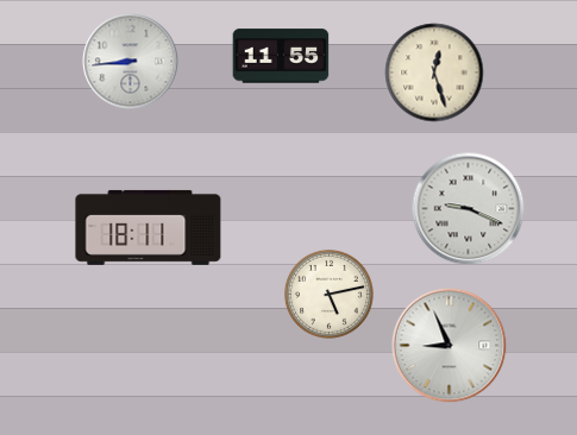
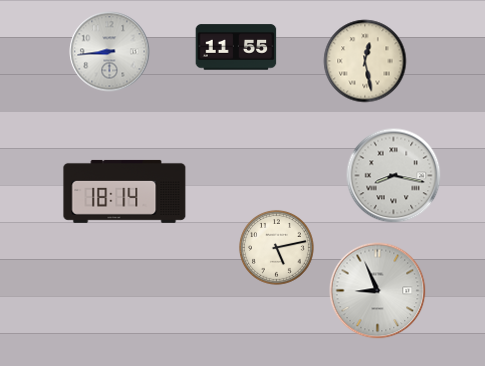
clock at (434, 72): 12:27 -> 12:28
clock at (469, 209): 9:19 -> 8:17
clock at (149, 227): 18:11 -> 18:14
